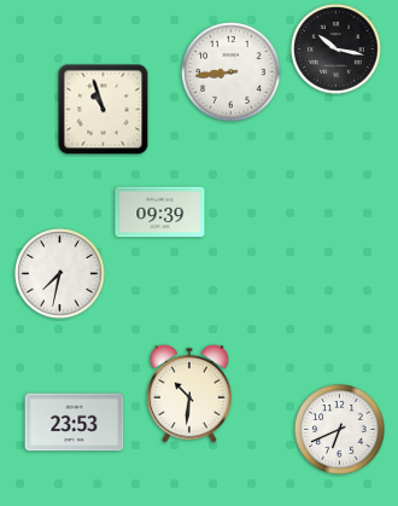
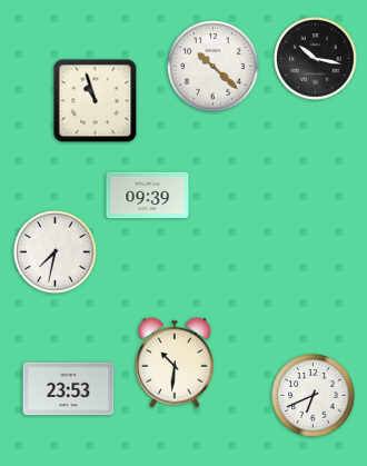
clock at (336, 50) position: (336, 50) -> (316, 59)
clock at (232, 72): 8:44 -> 10:22
